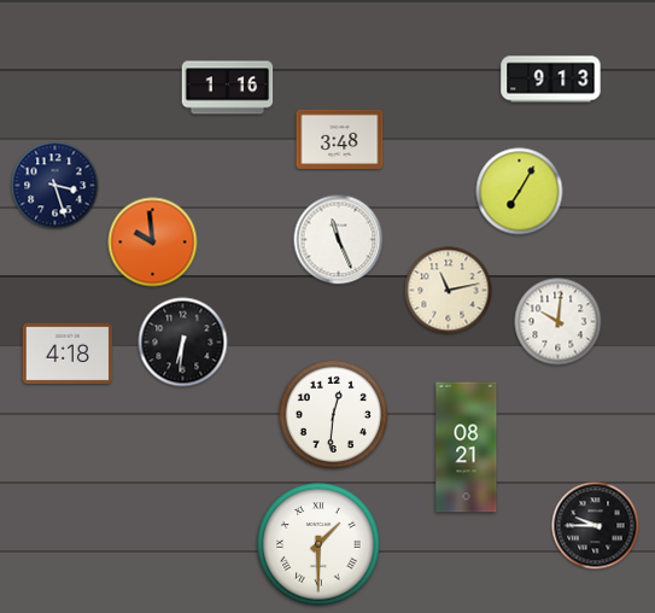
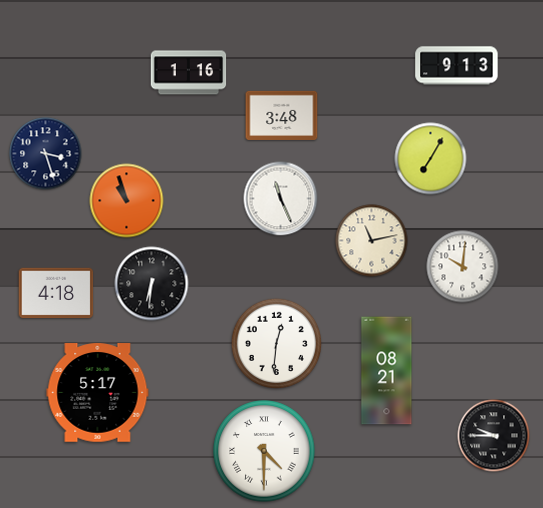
clock at (153, 243): 9:59 -> 10:57
clock at (98, 393): none -> 5:17
clock at (318, 544): 1:30 -> 4:30
